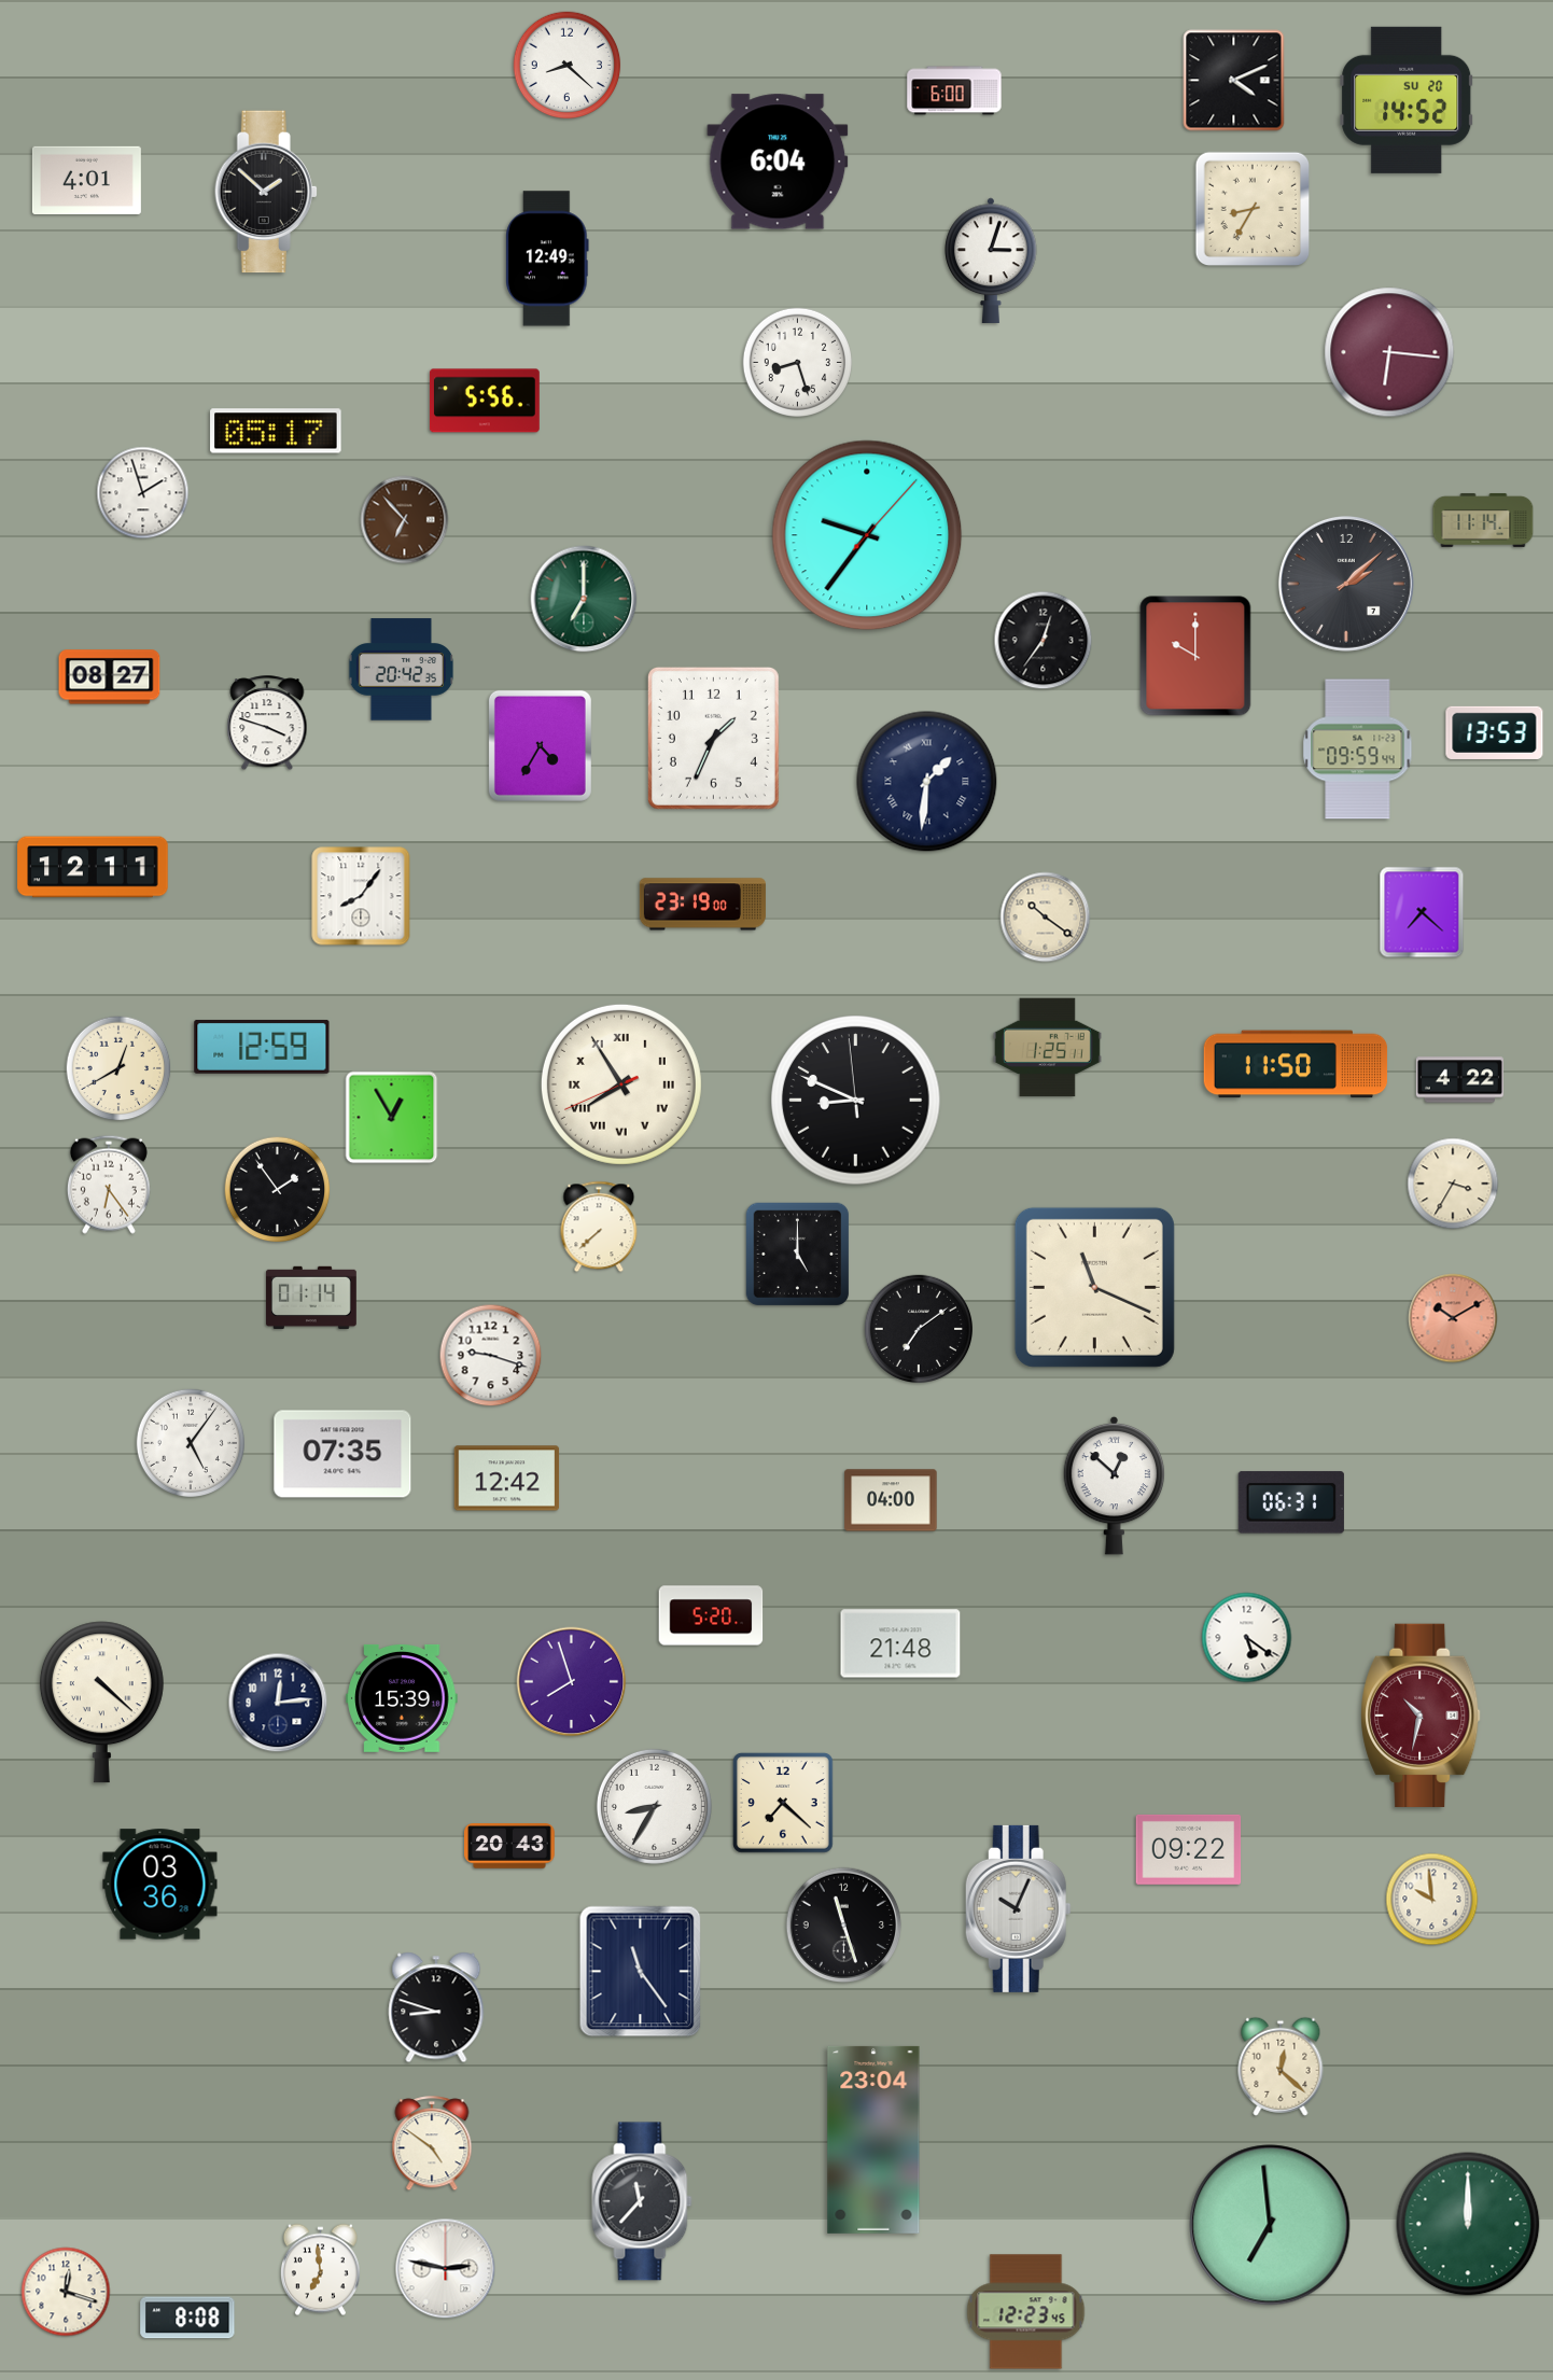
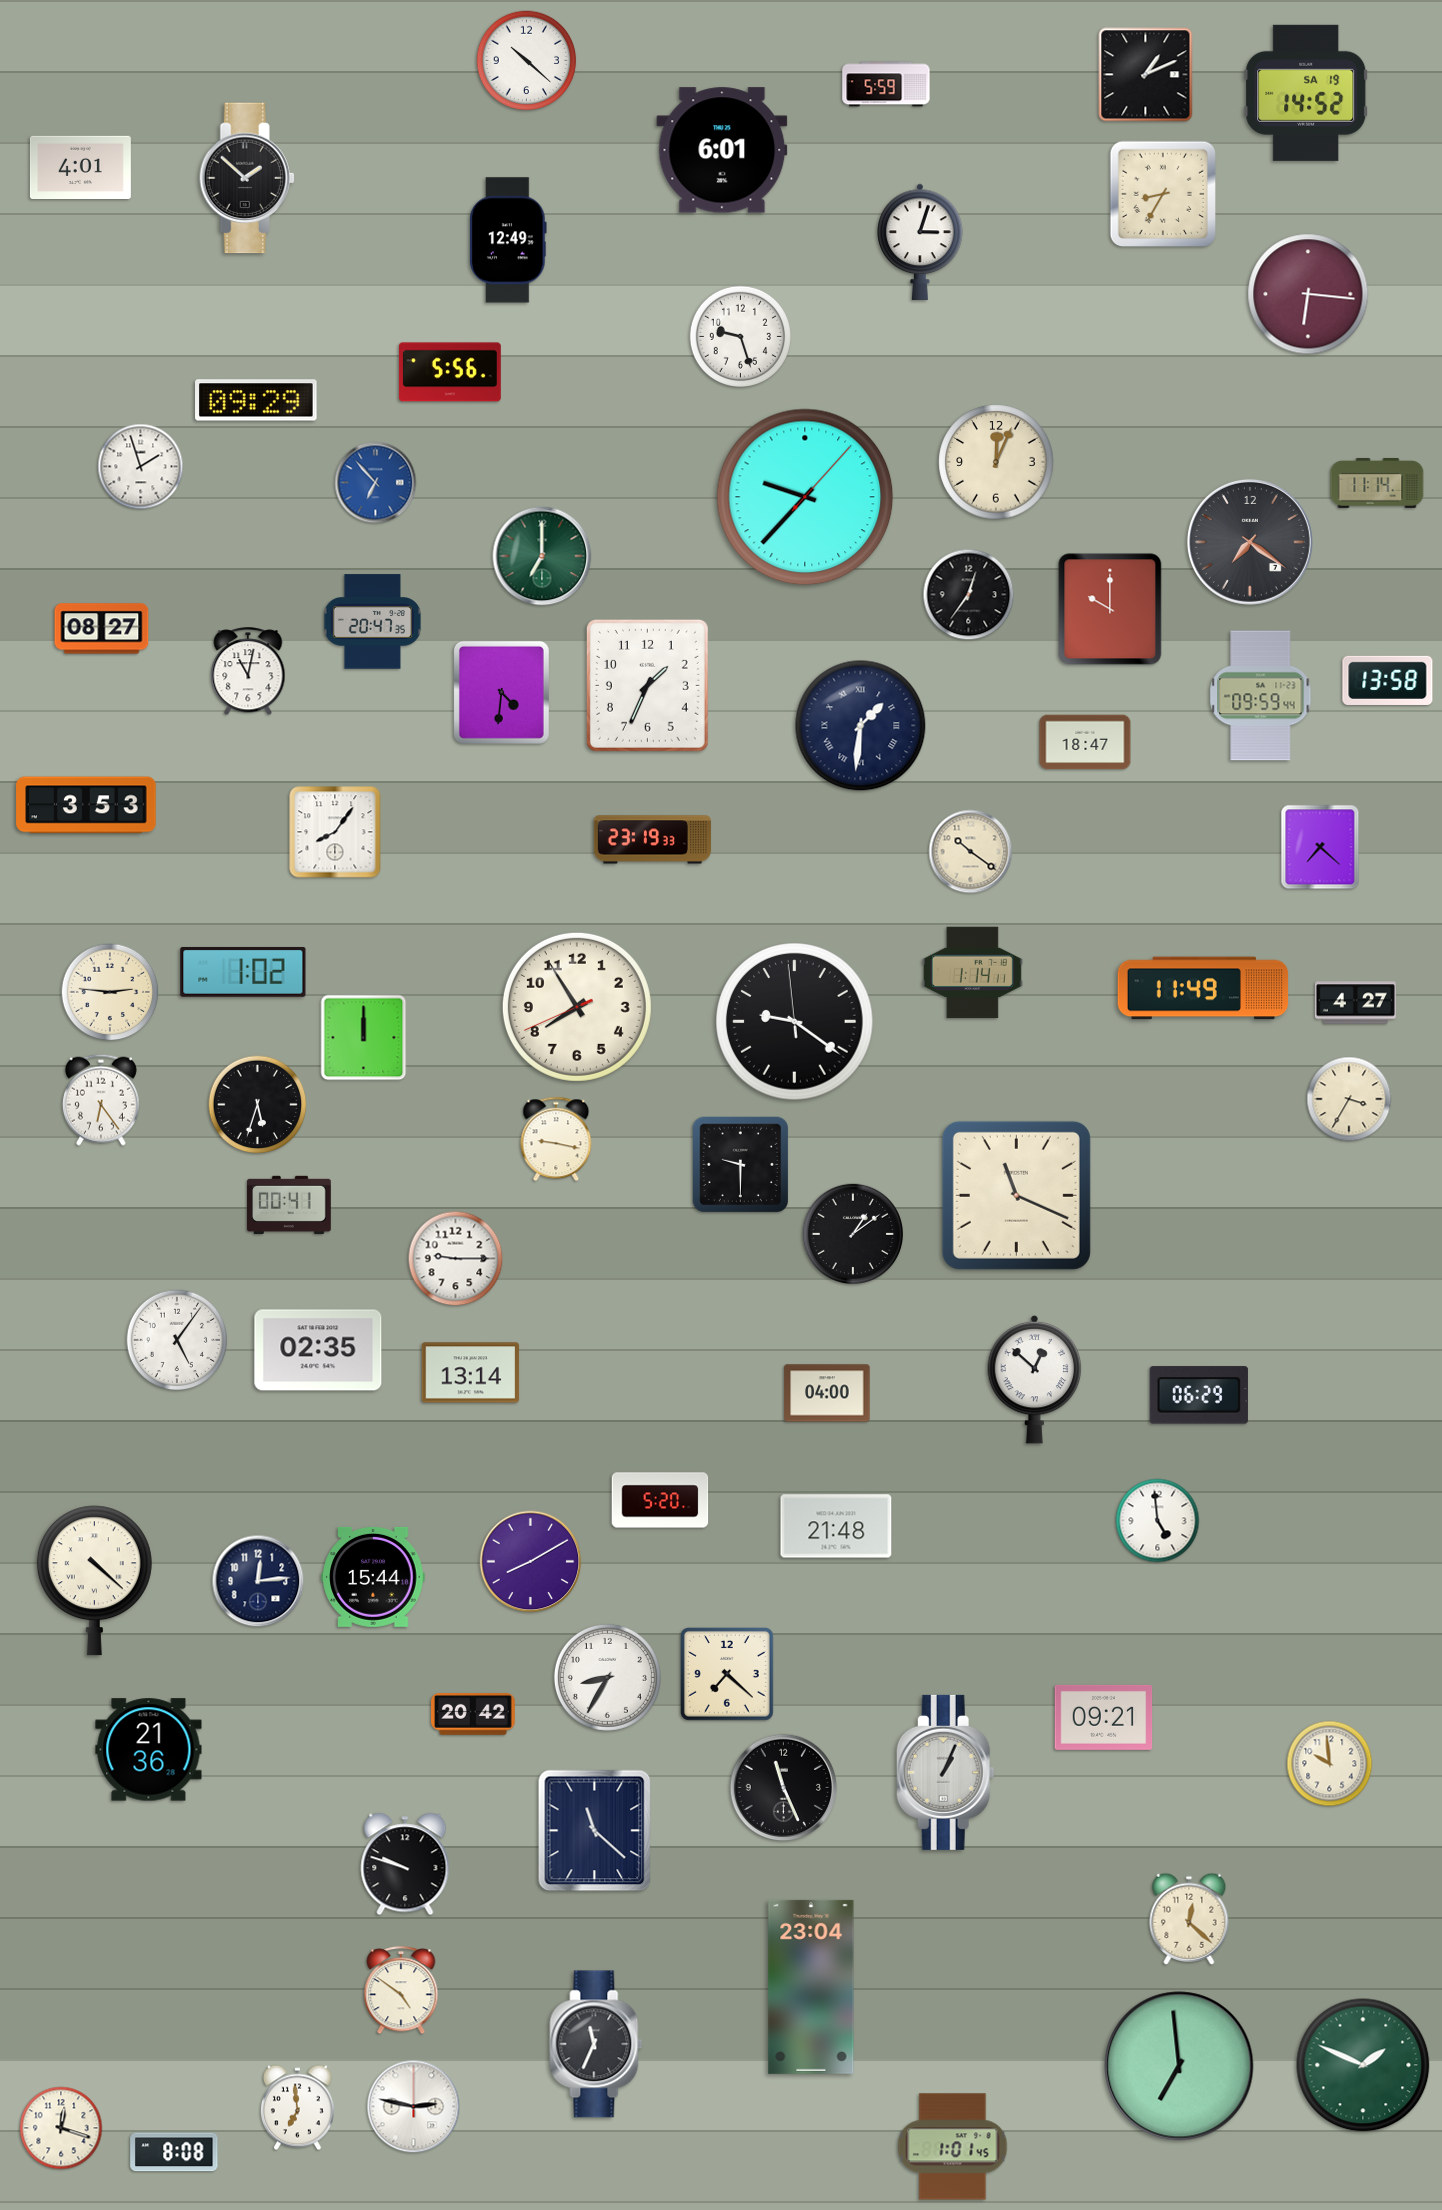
clock at (568, 66): 8:22 -> 10:22
clock at (1234, 81): 4:11 -> 1:11
clock at (954, 90): 6:00 -> 5:59
clock at (1407, 100) date: SU 20 -> SA 19
clock at (778, 162): 6:04 -> 6:01
clock at (1389, 352) position: (1389, 352) -> (1308, 294)
clock at (797, 362): 8:27 -> 9:27
clock at (276, 431): 05:17 -> 09:29
clock at (143, 493) position: (143, 493) -> (141, 467)
clock at (996, 462): none -> 12:04
clock at (405, 520) dial: brown -> blue
clock at (867, 535): 9:36 -> 9:37
clock at (1346, 584): 2:08 -> 7:21
clock at (402, 670): 20:42 -> 20:47
clock at (267, 724): 3:48 -> 11:02
clock at (1495, 732): 13:53 -> 13:58
clock at (713, 738) position: (713, 738) -> (647, 685)
clock at (540, 745): 4:35 -> 4:31
clock at (1085, 742): none -> 18:47
clock at (93, 867): 12:11 -> 3:53
clock at (702, 905): 23:19:00 -> 23:19:33
clock at (262, 1047): 12:59 -> 1:02
clock at (1047, 1048): 1:25 -> 1:14
clock at (1296, 1064): 11:50 -> 11:49
clock at (118, 1068): 12:40 -> 2:46
clock at (1459, 1080): 4:22 -> 4:27
clock at (621, 1084) numerals: Roman -> Arabic
clock at (856, 1101): 8:48 -> 9:20
clock at (392, 1118): 12:55 -> 12:00
clock at (278, 1190): 1:54 -> 5:33
clock at (599, 1227): 7:38 -> 9:17
clock at (798, 1255): 5:00 -> 9:30
clock at (312, 1297): 01:14 -> 00:41
clock at (1453, 1318): 10:10 -> none
clock at (918, 1328): 7:09 -> 1:09
clock at (491, 1356): 9:18 -> 9:15
clock at (342, 1454): 07:35 -> 02:35
clock at (507, 1479): 12:42 -> 13:14
clock at (1291, 1502): 06:31 -> 06:29
clock at (1247, 1638): 5:21 -> 4:59
clock at (572, 1682): 7:57 -> 8:10
clock at (402, 1698): 15:39 -> 15:44
clock at (1421, 1716): 10:32 -> none
clock at (510, 1847): 20:43 -> 20:42
clock at (1189, 1849): 09:22 -> 09:21
clock at (160, 1885): 03:36 -> 21:36
clock at (1018, 1908): 10:04 -> 1:04
clock at (844, 1926): 11:27 -> 11:26
clock at (641, 1972): 11:24 -> 11:22
clock at (436, 2007): 8:48 -> 9:48
clock at (642, 2201): 11:37 -> 11:34
clock at (1468, 2224): 12:00 -> 1:49
clock at (1026, 2312): 12:23 -> 1:01
